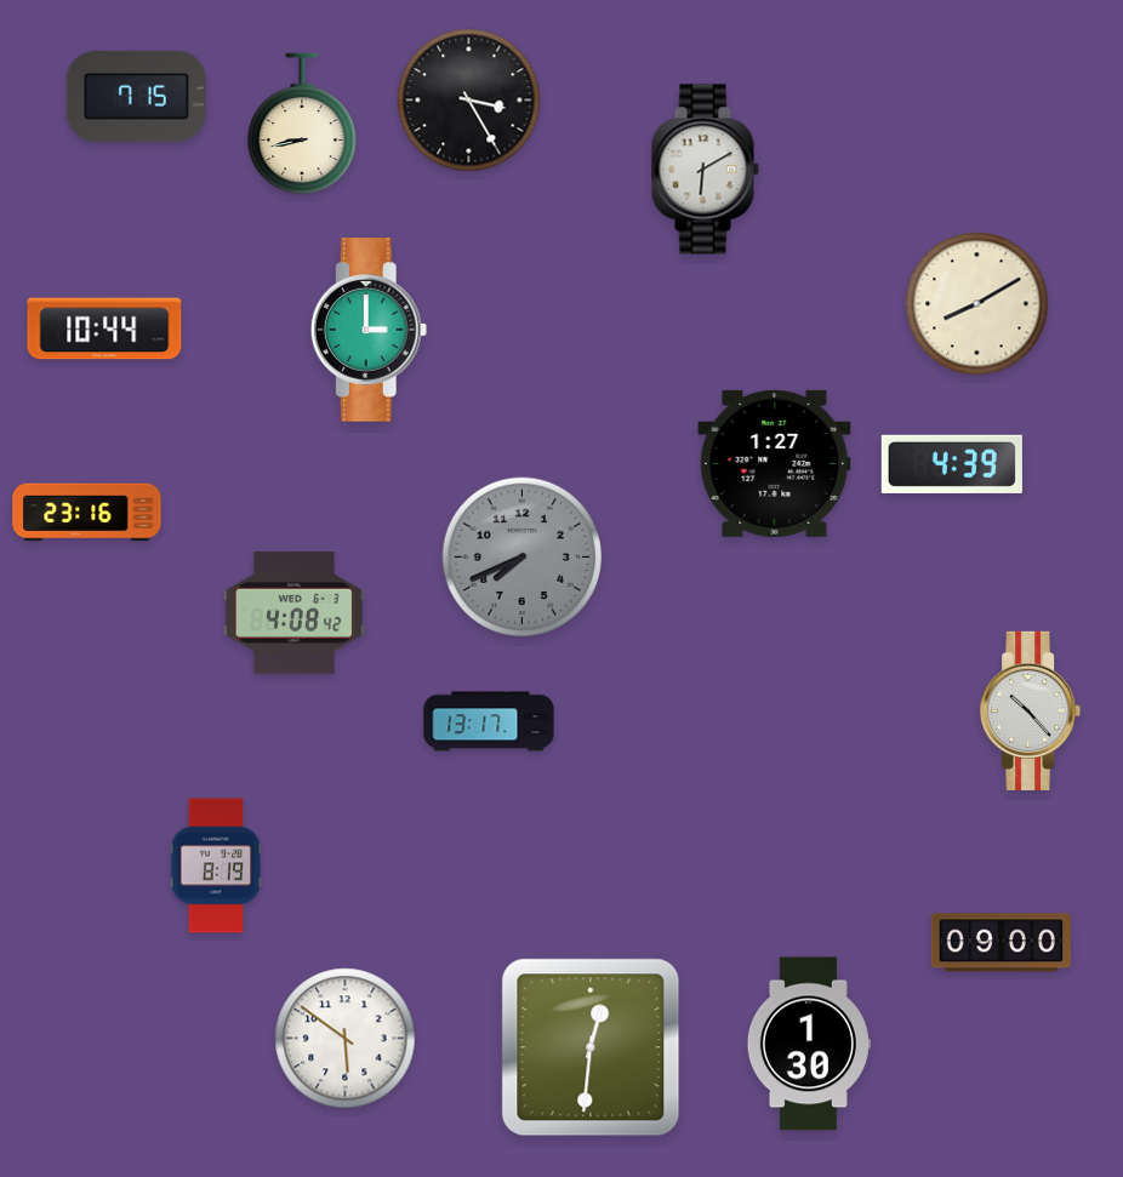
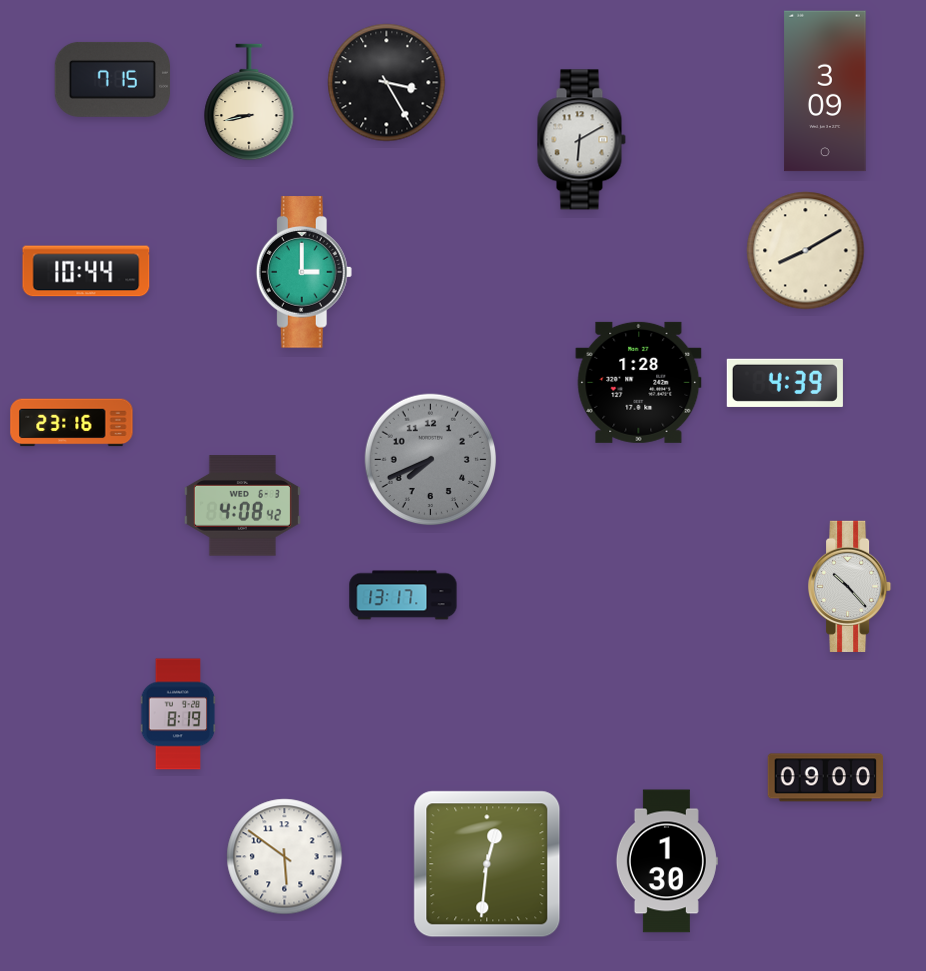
clock at (825, 91): none -> 3:09
clock at (775, 463): 1:27 -> 1:28
